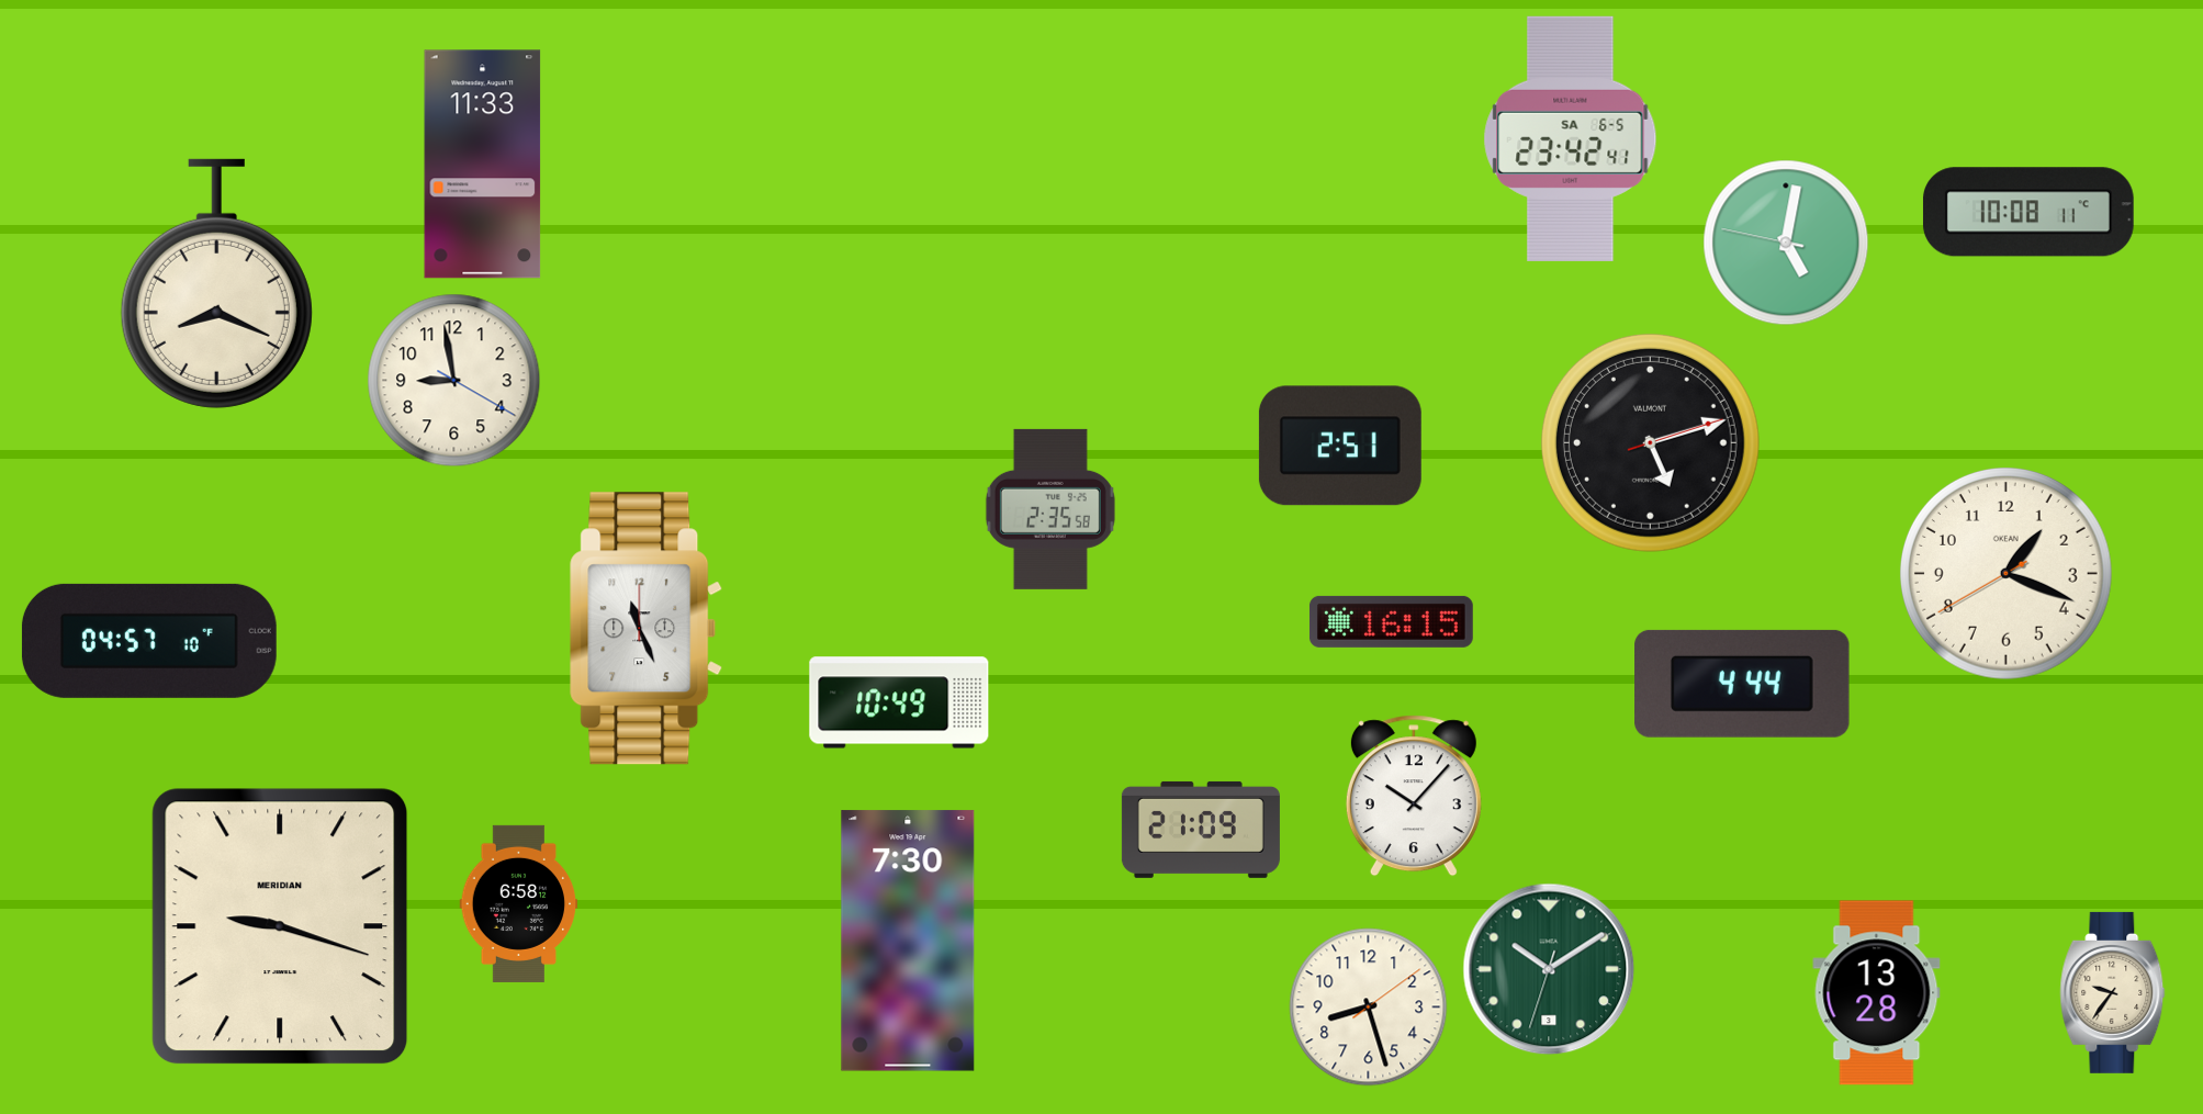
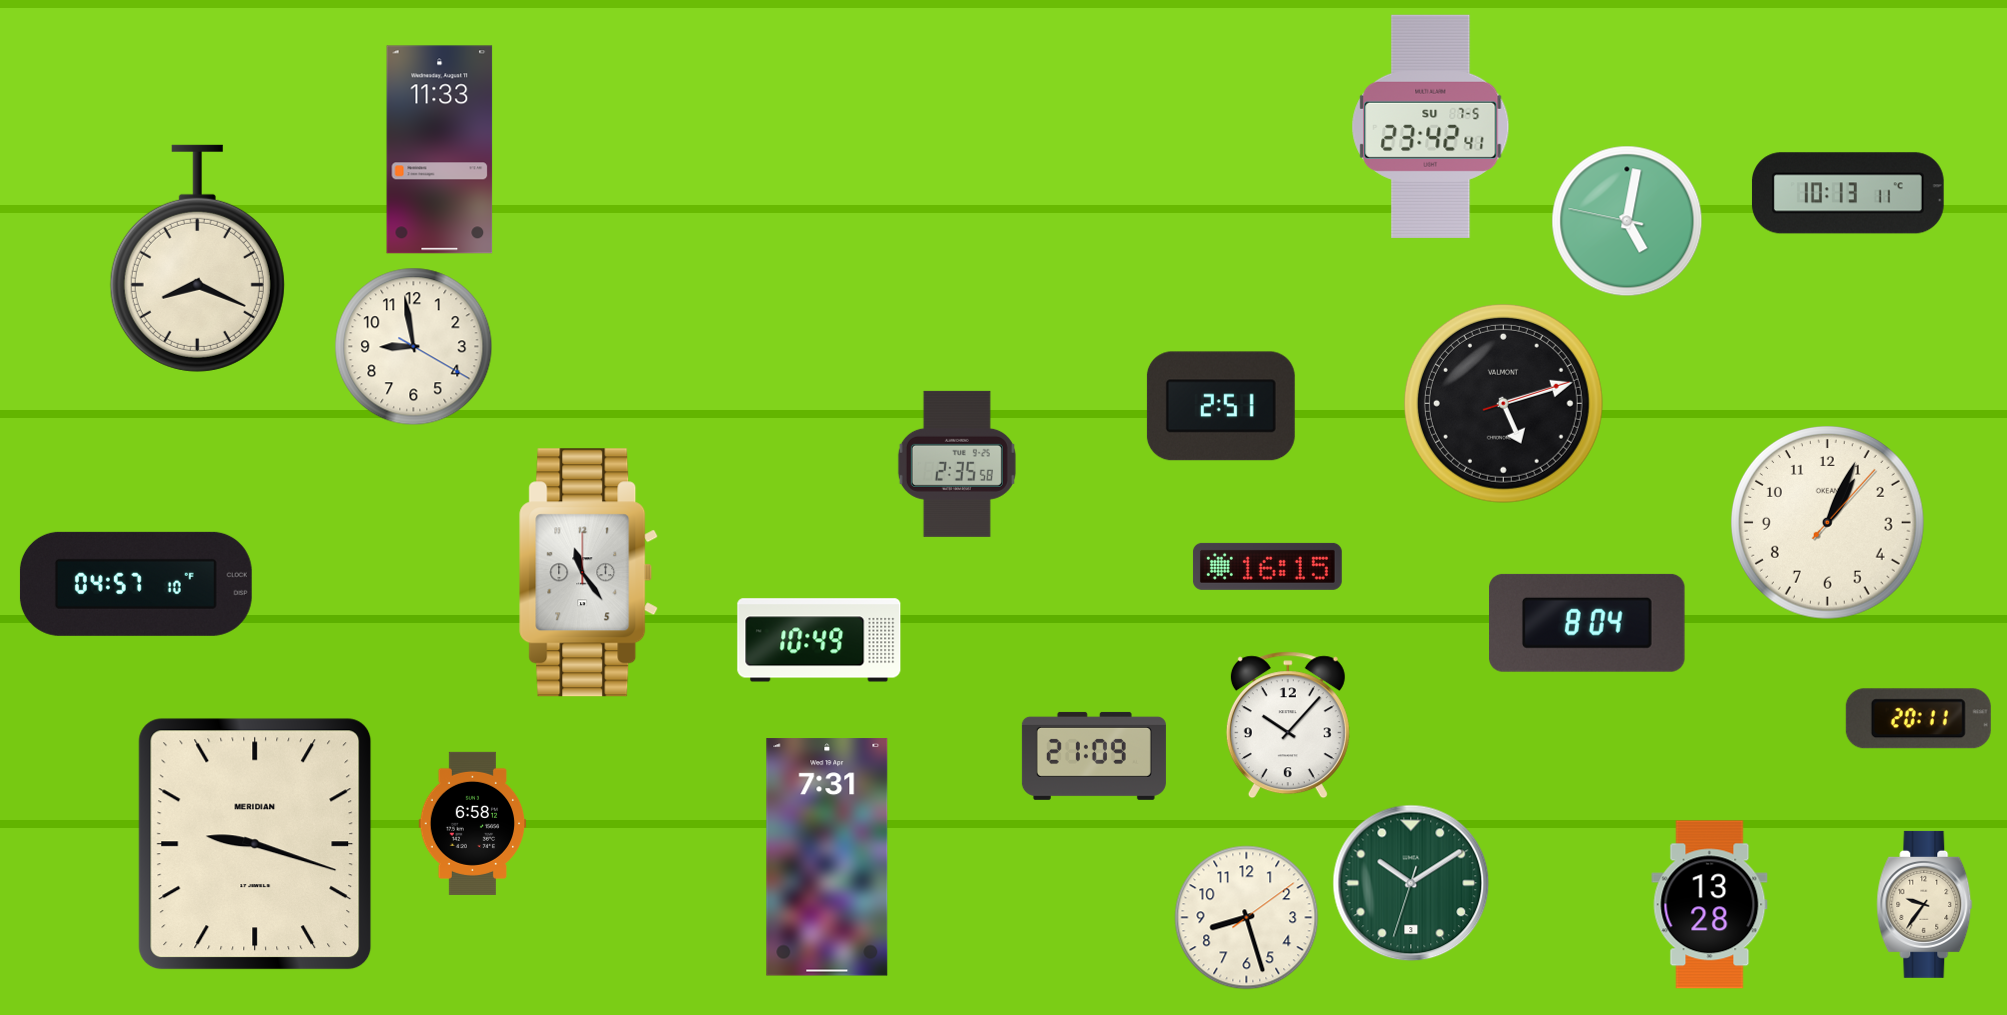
clock at (1571, 138) date: SA 6-5 -> SU 7-5
clock at (2028, 212): 10:08 -> 10:13
clock at (2005, 573): 1:18 -> 1:04
clock at (647, 629): 11:26 -> 11:24
clock at (1742, 684): 4:44 -> 8:04
clock at (1918, 719): none -> 20:11
clock at (908, 941): 7:30 -> 7:31
